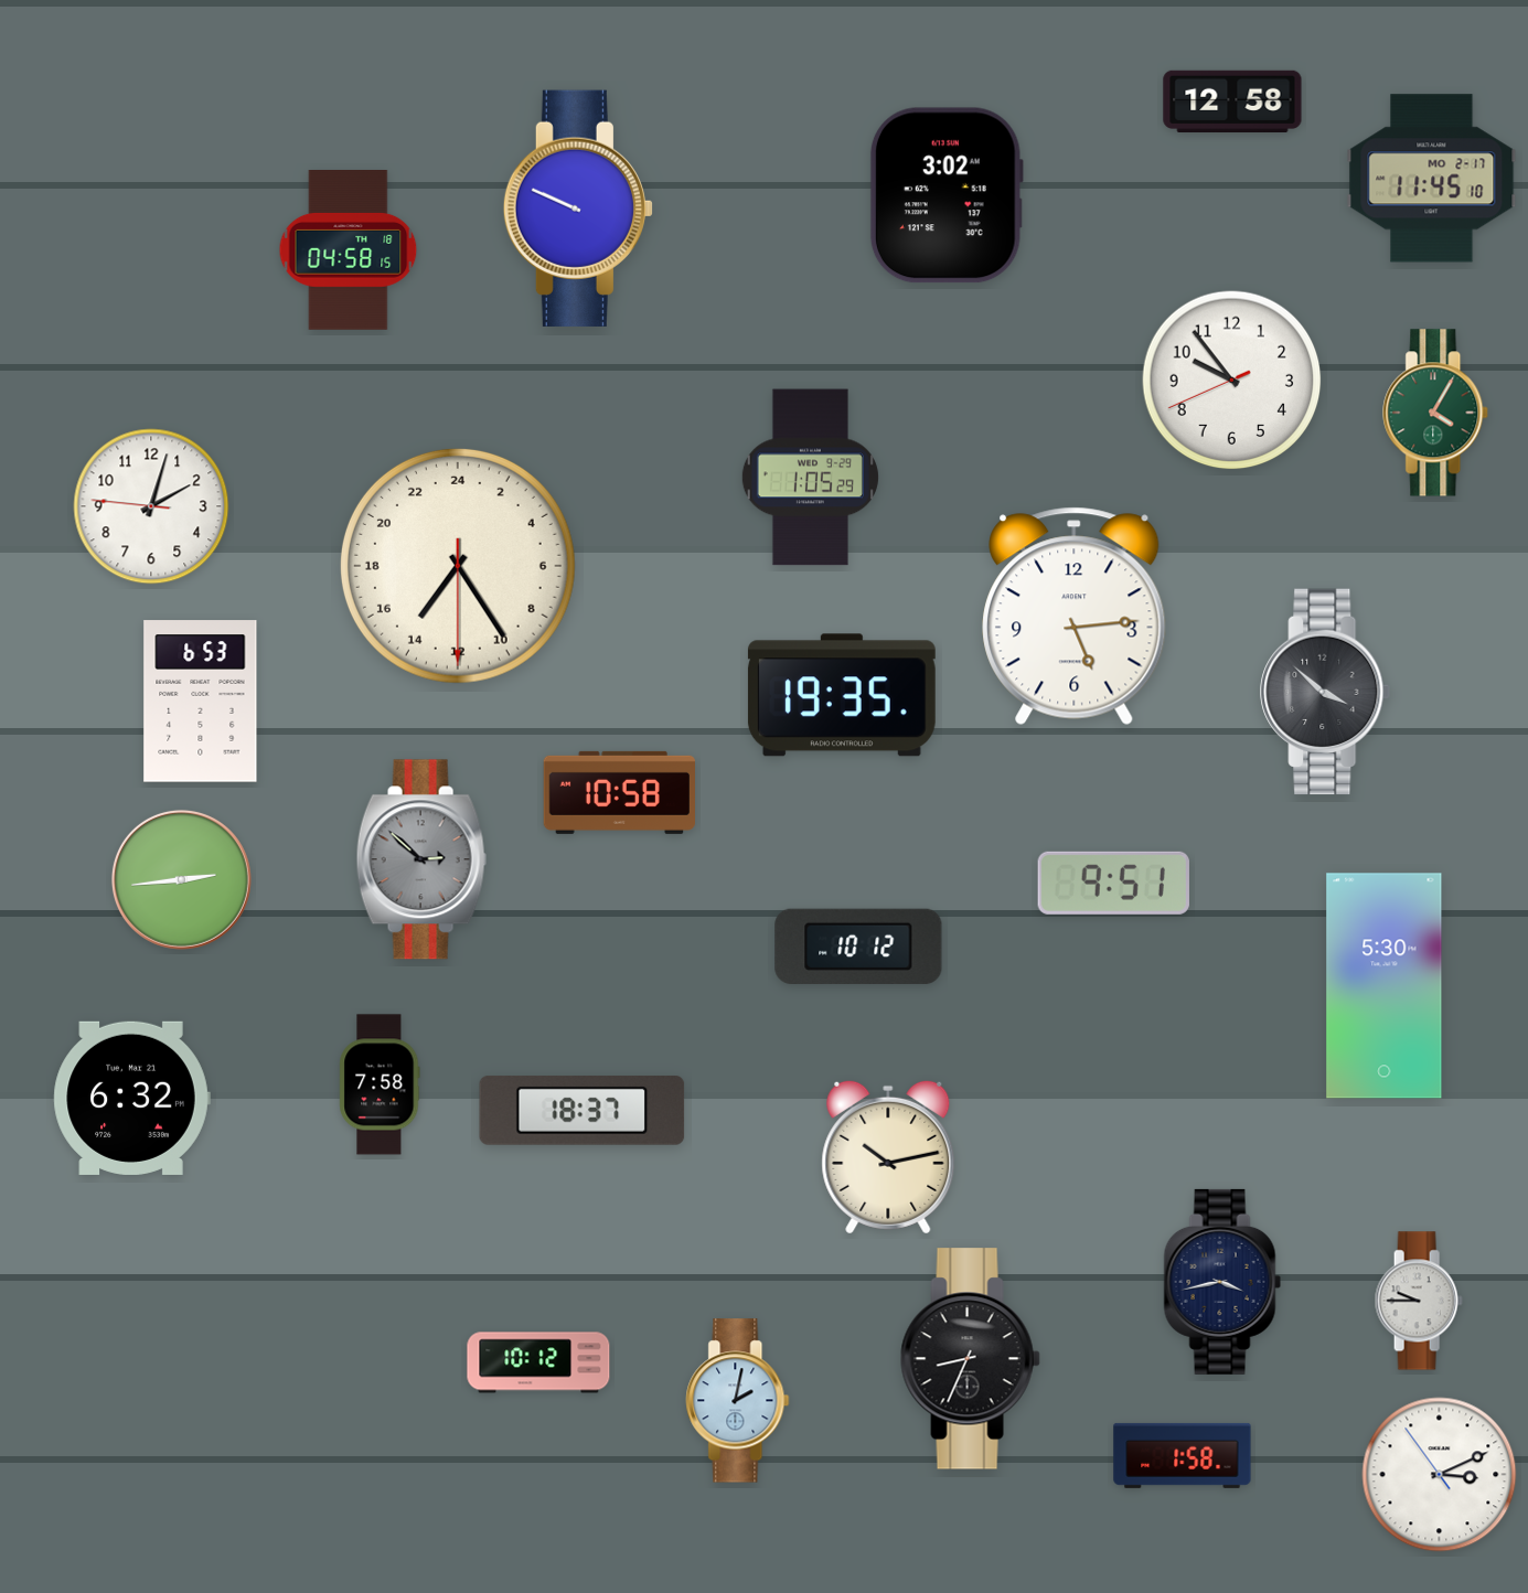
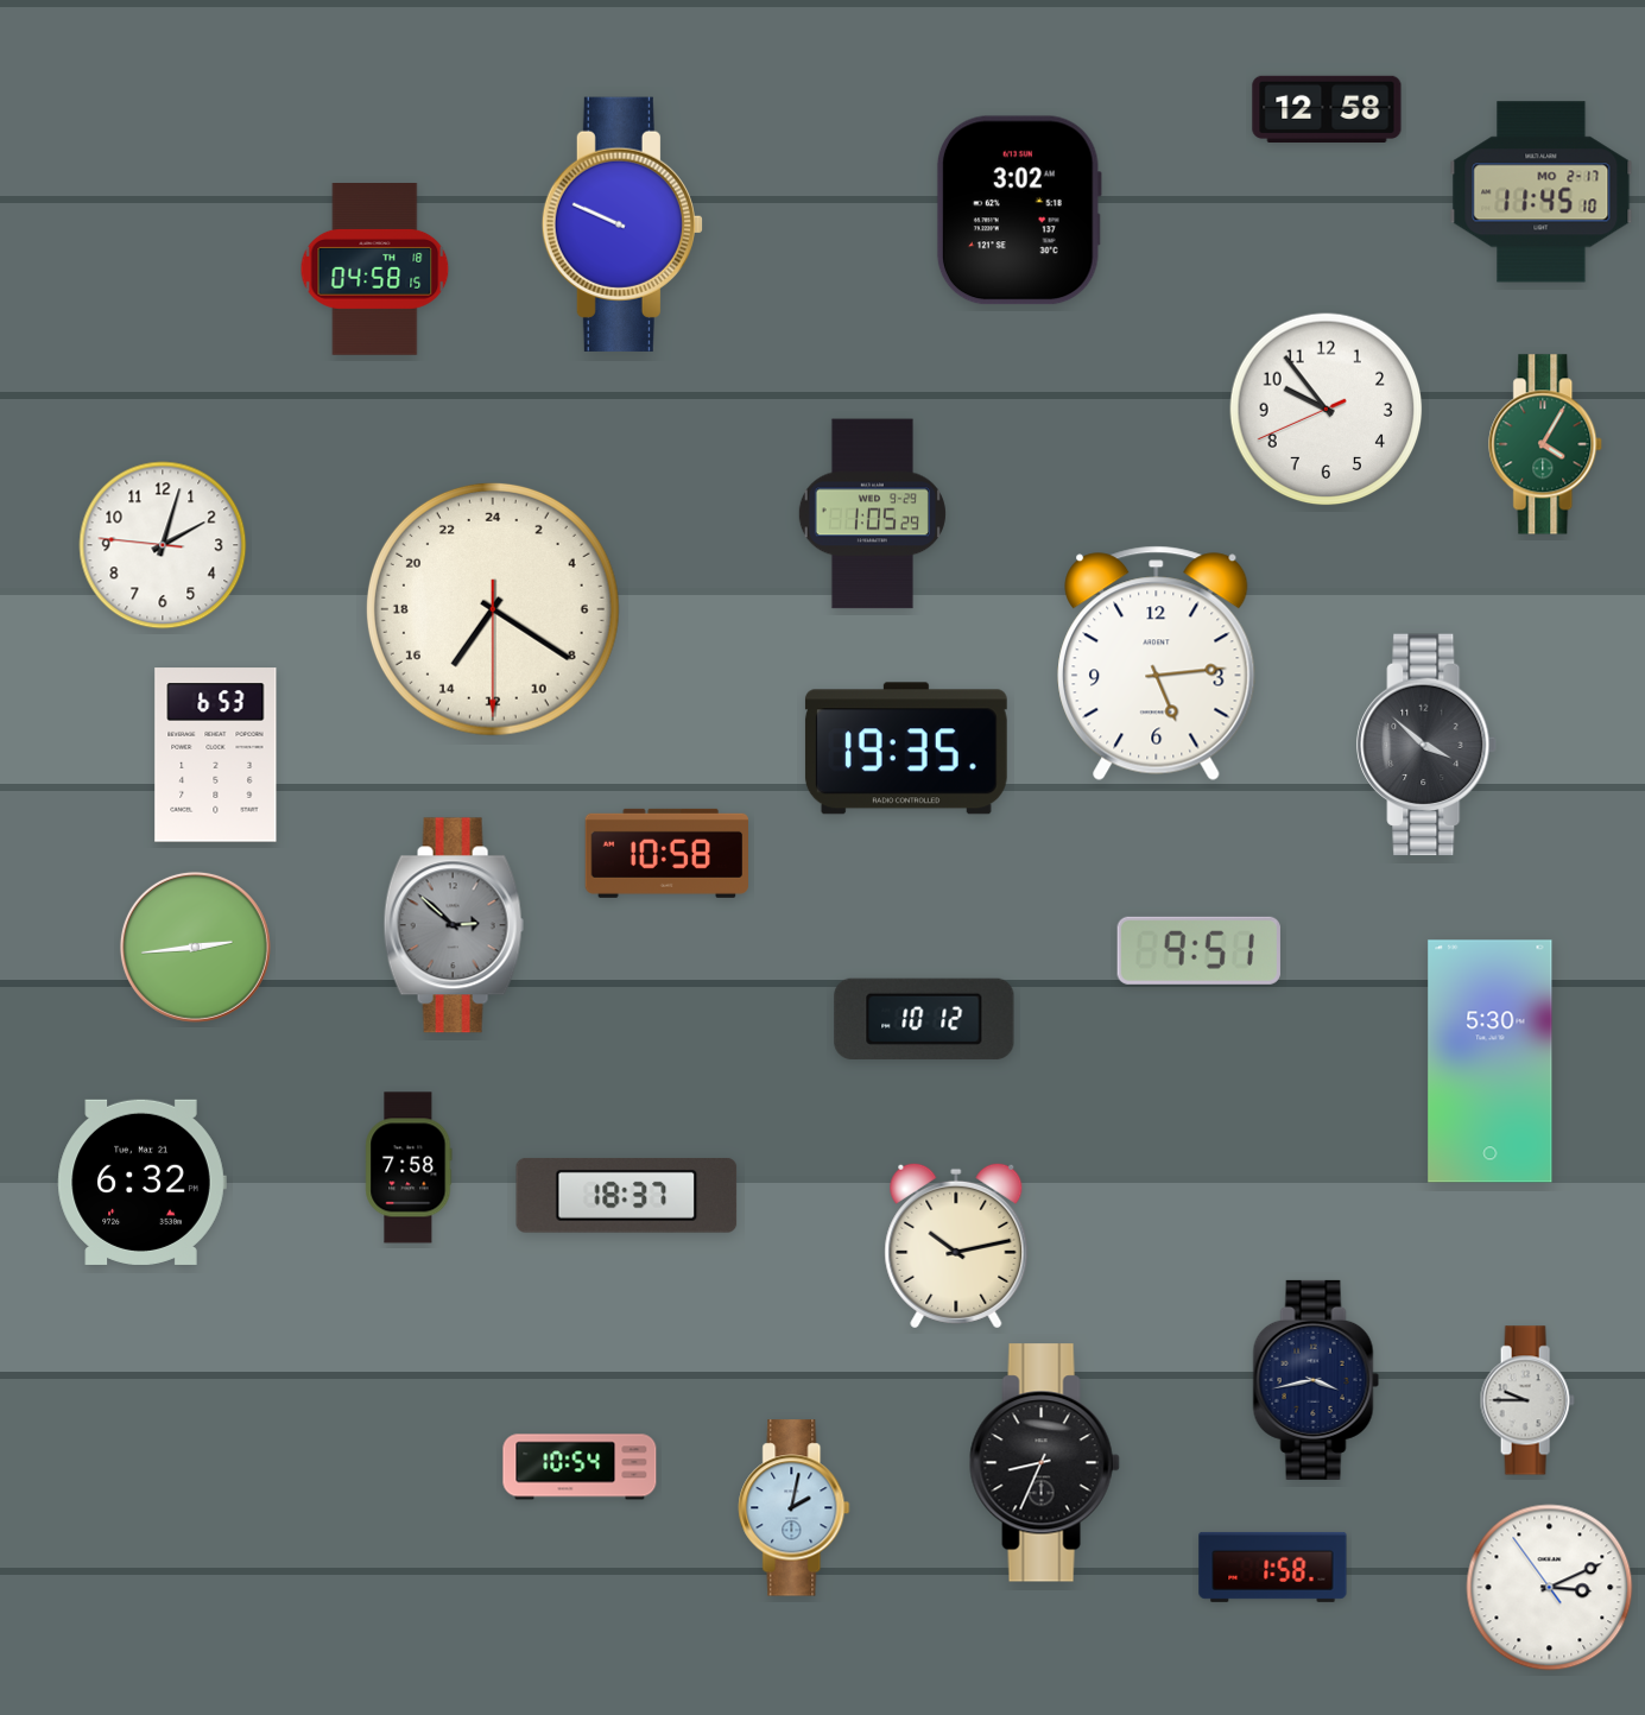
clock at (458, 566): 14:24 -> 14:20
clock at (538, 1362): 10:12 -> 10:54
